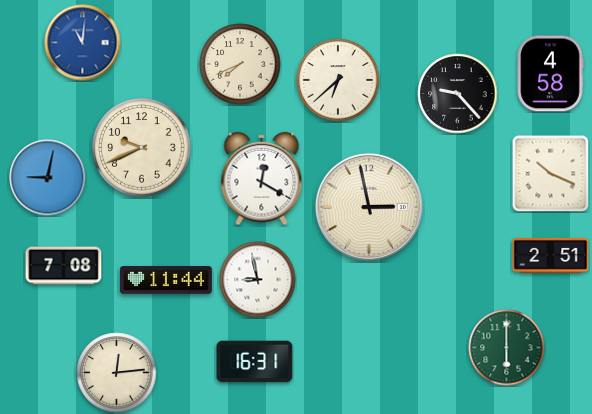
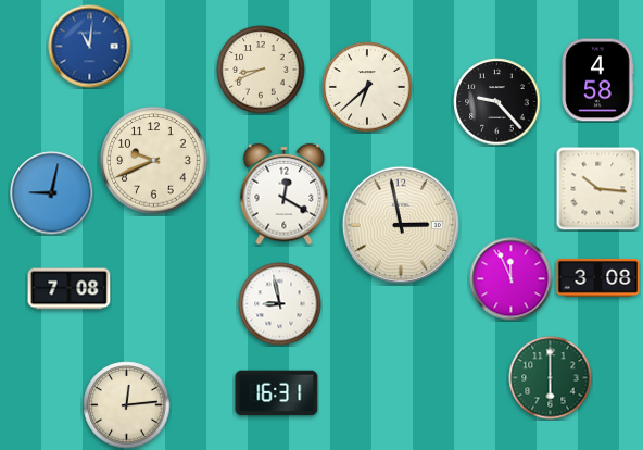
clock at (240, 64): 7:41 -> 8:41
clock at (550, 173): 10:19 -> 10:16
clock at (551, 255): 2:51 -> 3:08
clock at (512, 279): none -> 11:56
clock at (166, 280): 11:44 -> none
